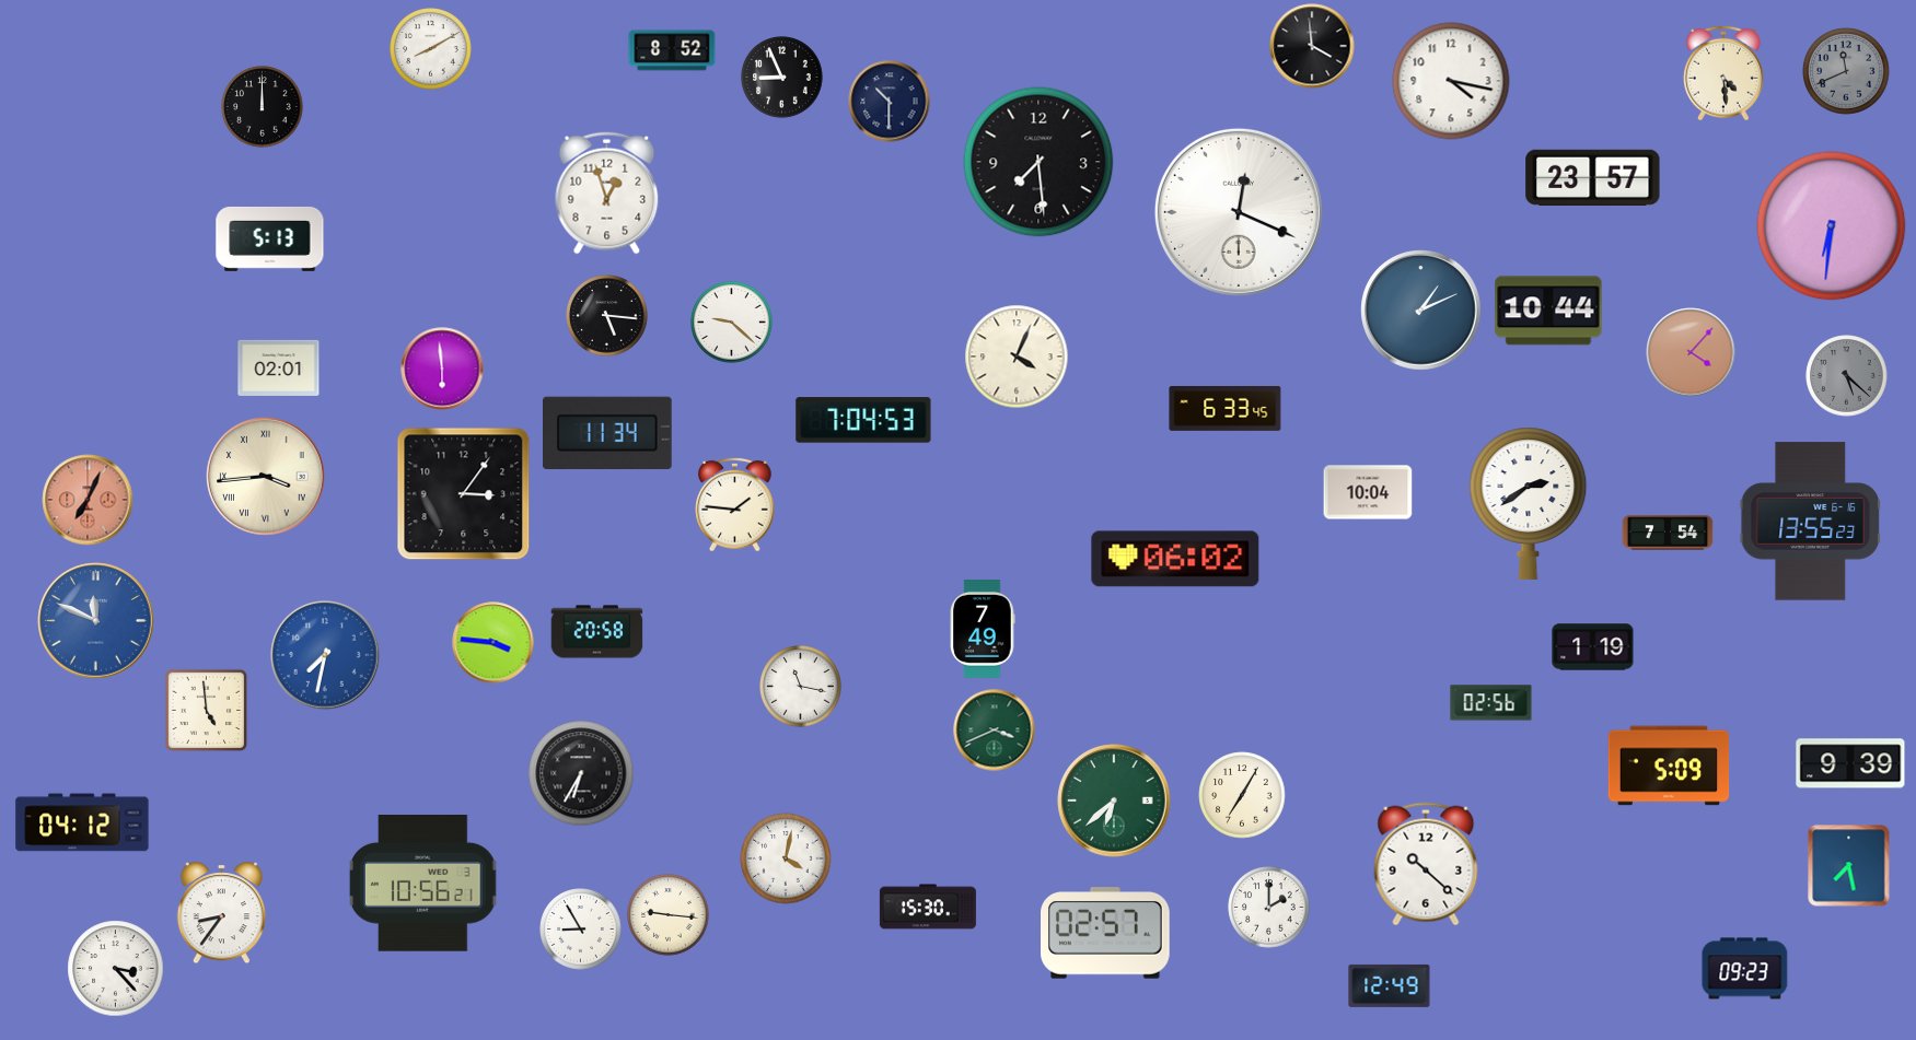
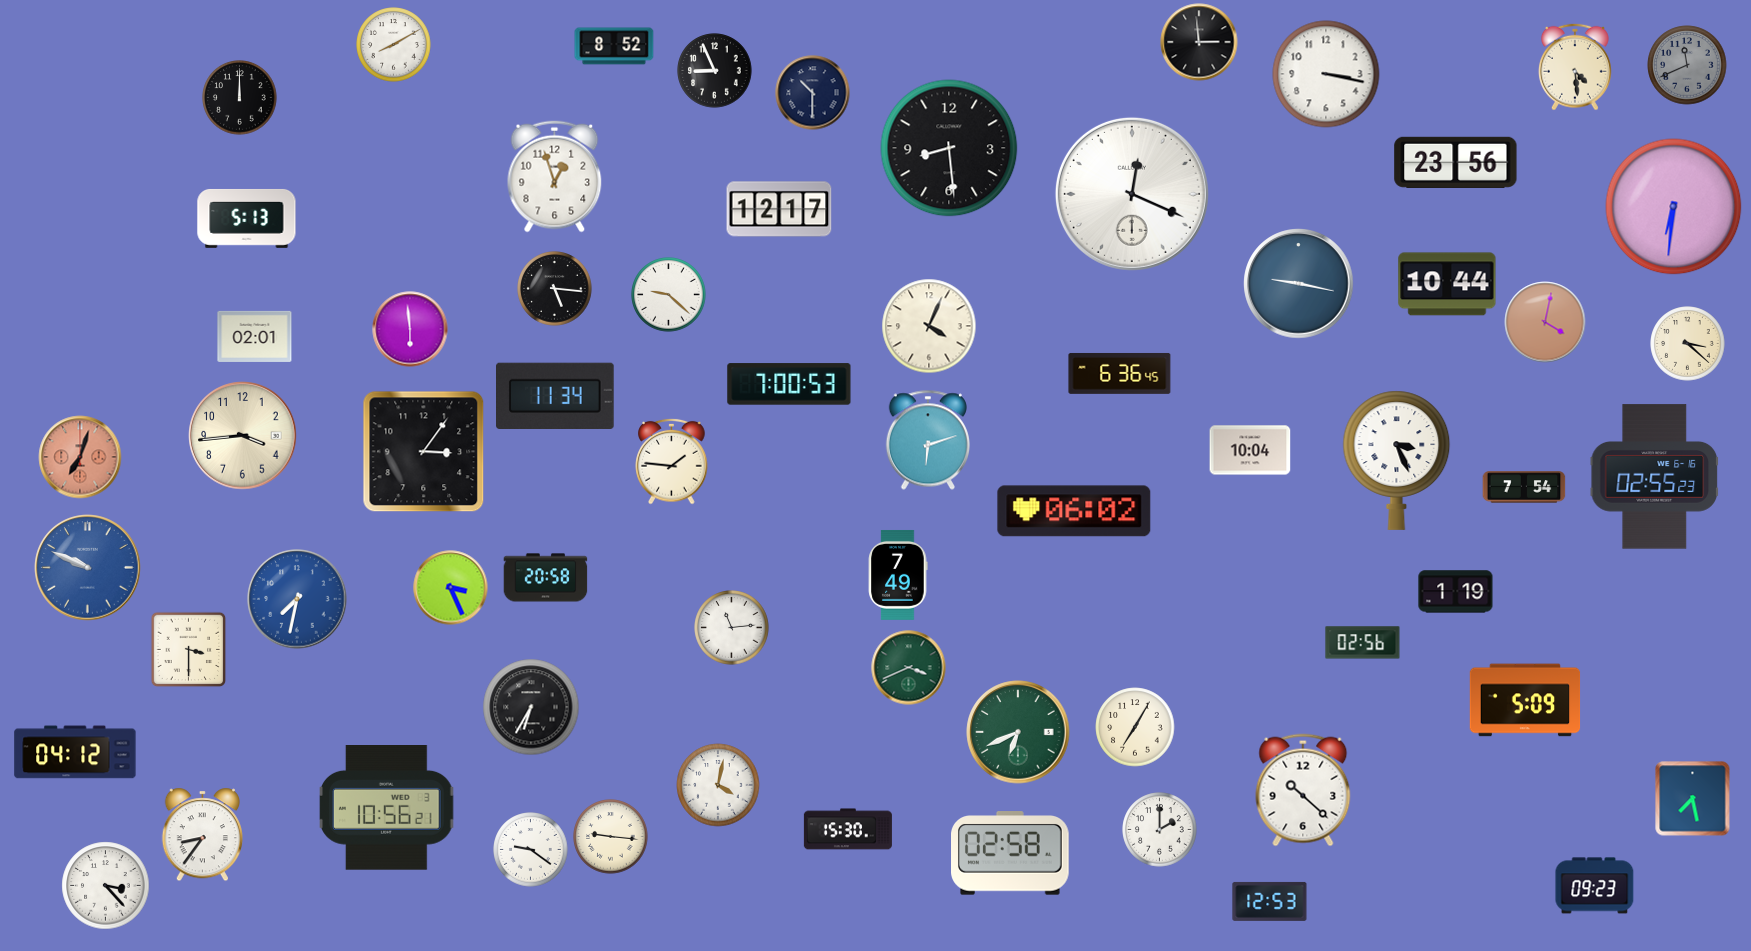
clock at (1312, 46): 3:59 -> 2:59
clock at (1451, 81): 4:17 -> 3:17
clock at (1038, 162): 7:29 -> 8:29
clock at (1593, 177): 23:57 -> 23:56
clock at (779, 209): none -> 12:17
clock at (1421, 311): 1:11 -> 9:17
clock at (1548, 311) position: (1548, 311) -> (1447, 284)
clock at (1691, 352): 4:07 -> 4:02
clock at (442, 369) position: (442, 369) -> (410, 329)
clock at (1847, 376): 5:22 -> 3:22
clock at (1847, 376) dial: grey -> cream
clock at (1226, 408): 6:33 -> 6:36
clock at (863, 420): 7:04 -> 7:00
clock at (266, 477) numerals: Roman -> Arabic
clock at (928, 440): none -> 6:12
clock at (88, 500): 7:04 -> 7:03
clock at (1529, 503): 2:39 -> 3:26
clock at (1811, 522): 13:55 -> 02:55
clock at (96, 621): 11:49 -> 9:49
clock at (493, 643): 3:46 -> 3:26
clock at (801, 687): 11:17 -> 11:14
clock at (207, 711): 4:59 -> 3:30
clock at (1850, 763): 9:39 -> none
clock at (1114, 801): 6:38 -> 6:41
clock at (1849, 866) position: (1849, 866) -> (1693, 799)
clock at (581, 930): 8:55 -> 9:21
clock at (1106, 933): 02:57 -> 02:58
clock at (1390, 985): 12:49 -> 12:53
